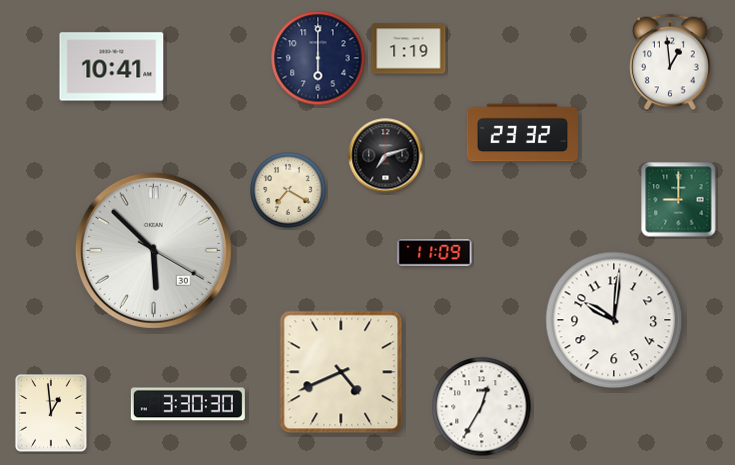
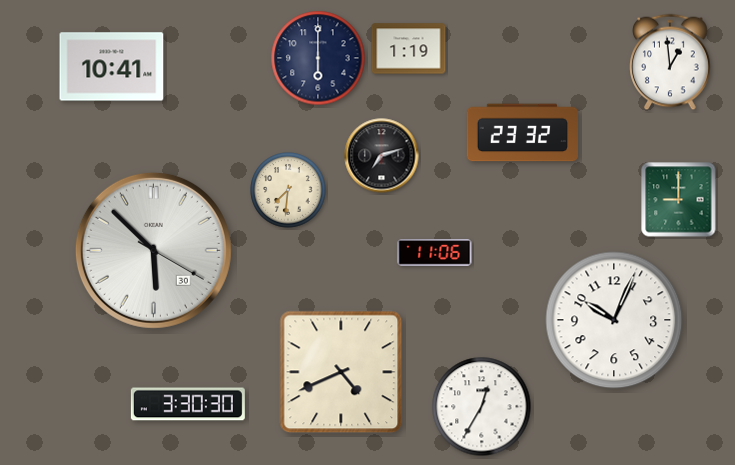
clock at (386, 156) position: (386, 156) -> (382, 156)
clock at (288, 190): 7:20 -> 7:31
clock at (435, 253): 11:09 -> 11:06
clock at (614, 320): 10:01 -> 10:04
clock at (51, 413): 12:59 -> none
